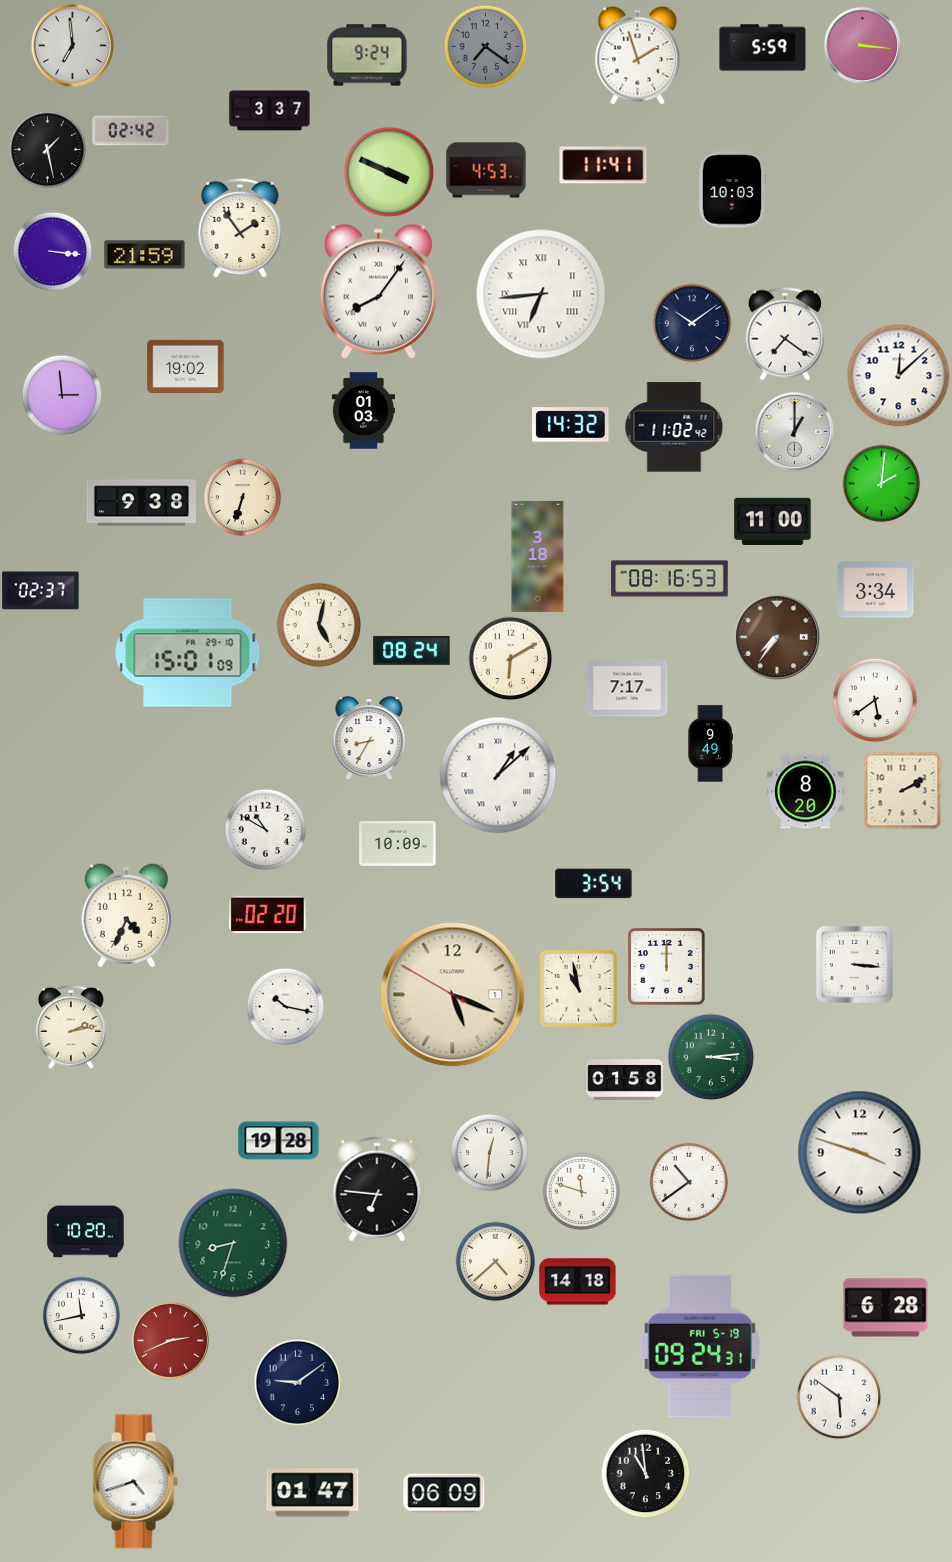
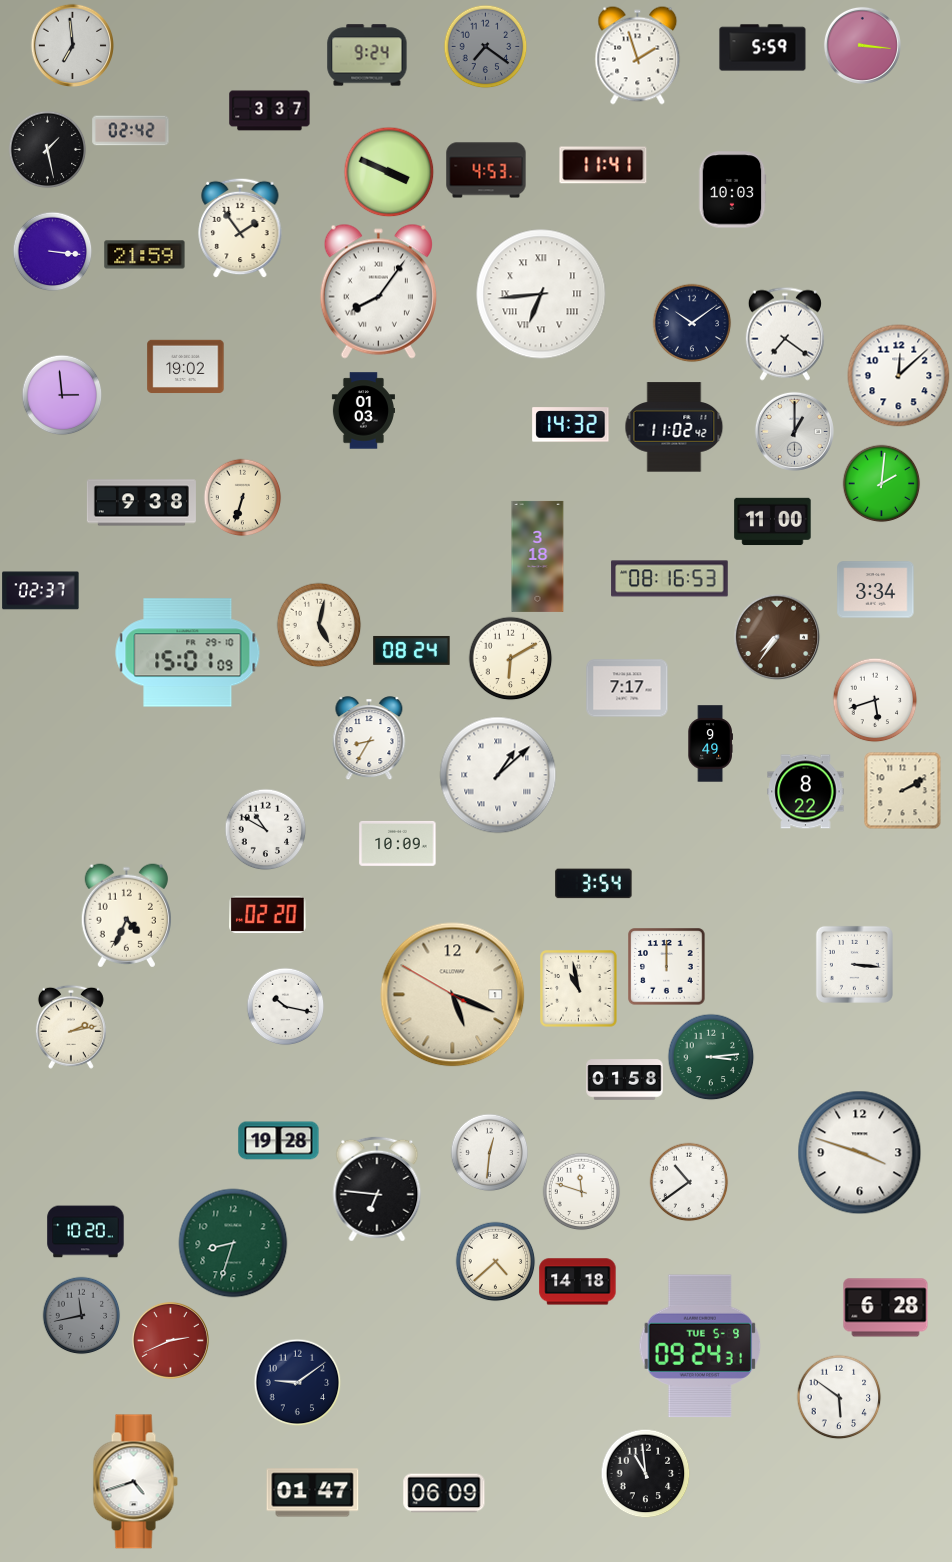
clock at (875, 700): 5:39 -> 5:42
clock at (806, 792): 8:20 -> 8:22
clock at (81, 1315) dial: white -> grey
clock at (700, 1346) date: FRI 5-19 -> TUE 5-9
